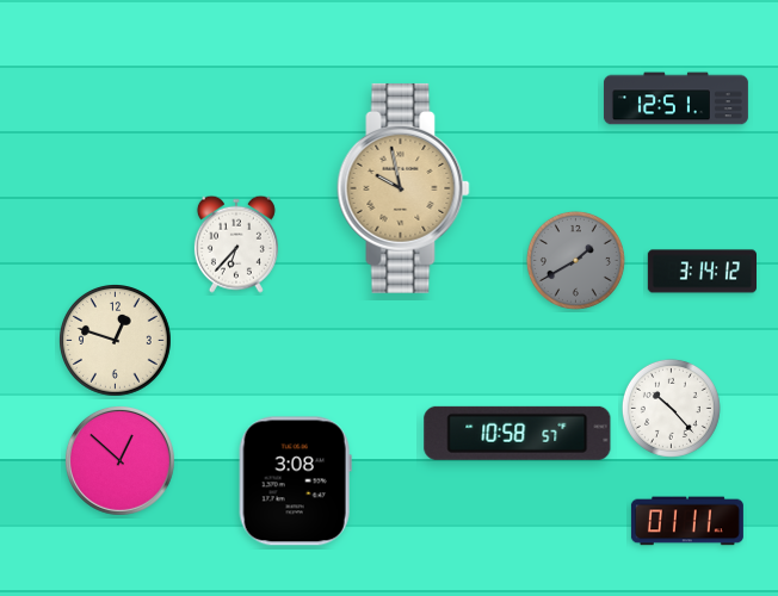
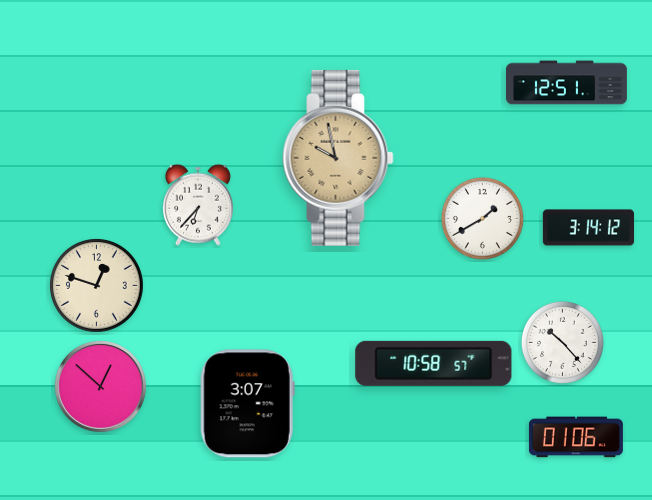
clock at (575, 260) dial: grey -> white
clock at (295, 482): 3:08 -> 3:07
clock at (687, 521): 01:11 -> 01:06
